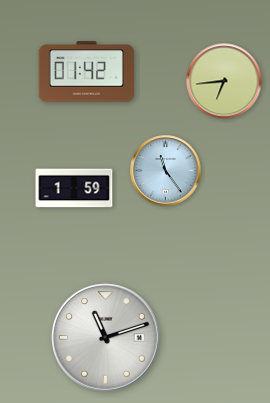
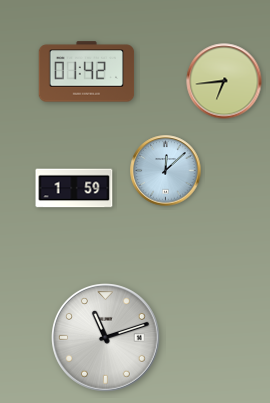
clock at (166, 171): 11:24 -> 12:08
